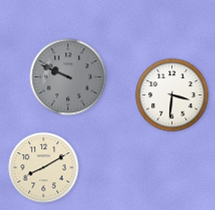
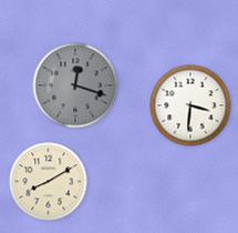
clock at (68, 77): 9:49 -> 12:18
clock at (44, 168) position: (44, 168) -> (49, 182)
